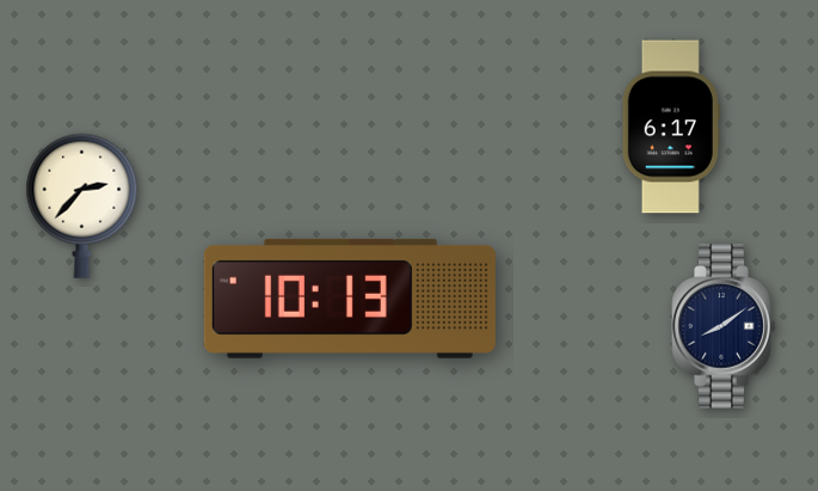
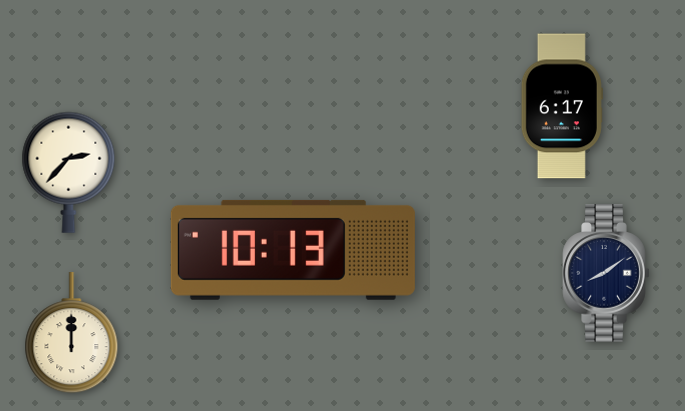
clock at (72, 333): none -> 12:00
